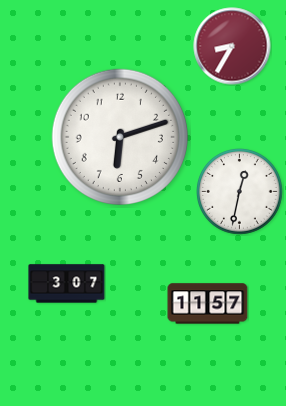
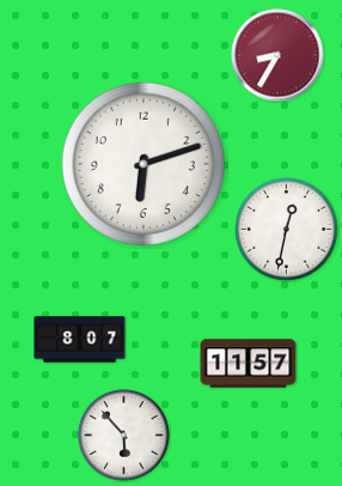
clock at (67, 284): 3:07 -> 8:07
clock at (124, 436): none -> 5:53
